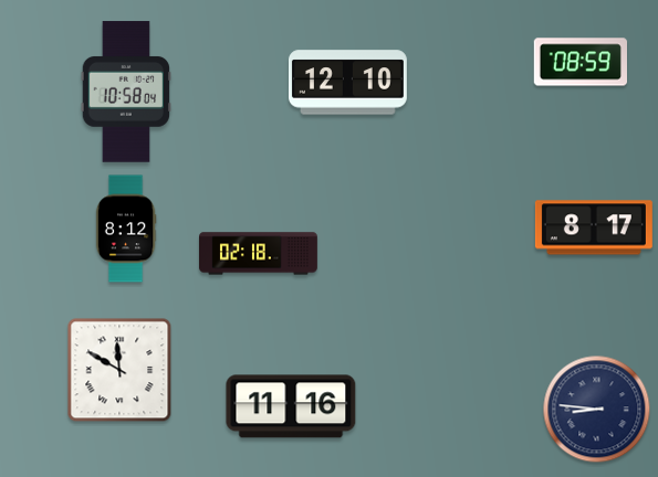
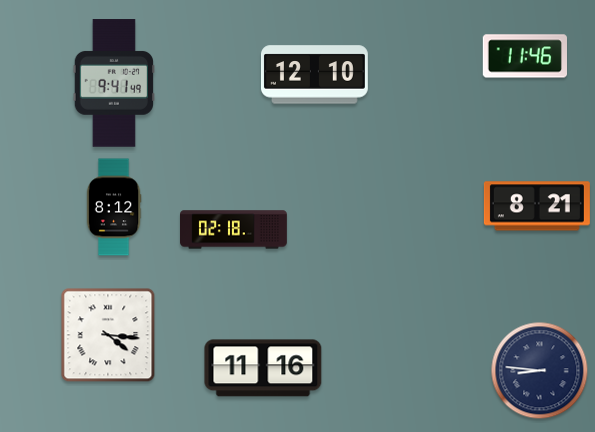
clock at (579, 62): 08:59 -> 11:46
clock at (125, 92): 10:58 -> 9:41
clock at (594, 227): 8:17 -> 8:21
clock at (119, 370): 11:50 -> 4:16
